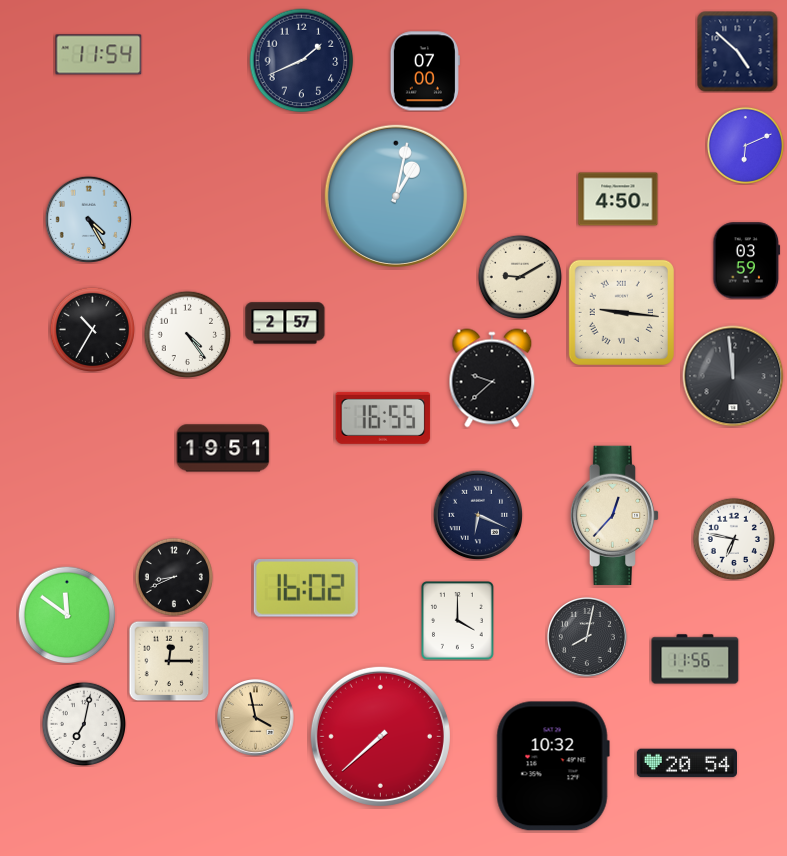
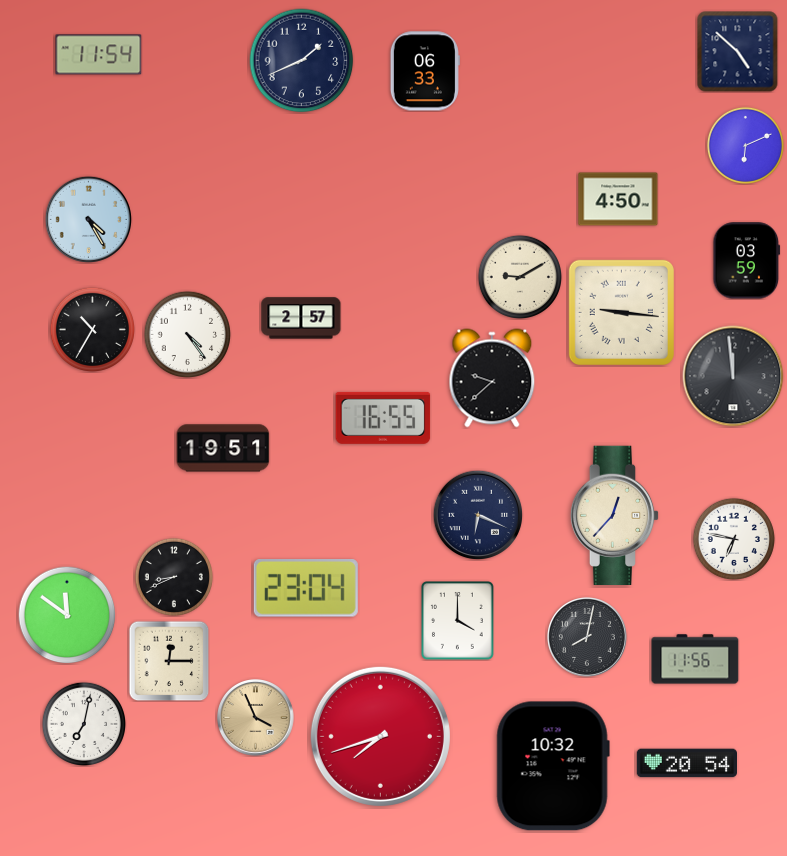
clock at (425, 71): 07:00 -> 06:33
clock at (396, 196): 1:02 -> none
clock at (285, 323) position: (285, 323) -> (301, 318)
clock at (306, 589): 16:02 -> 23:04
clock at (256, 718): 3:58 -> 3:56
clock at (380, 736): 7:38 -> 7:42
